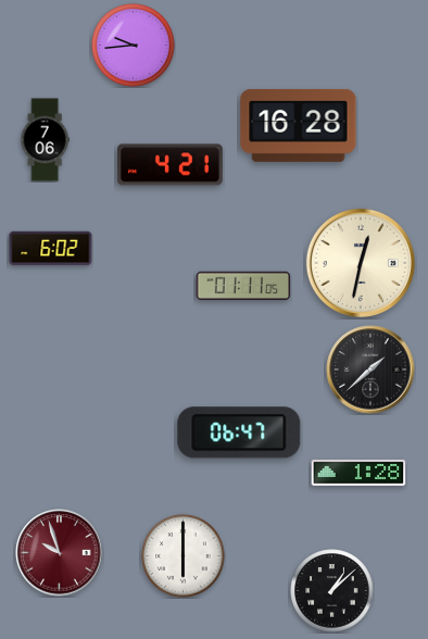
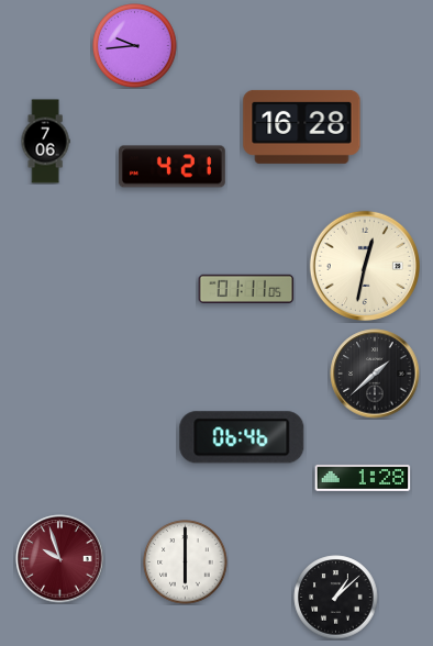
clock at (51, 249): 6:02 -> none
clock at (239, 433): 06:47 -> 06:46
